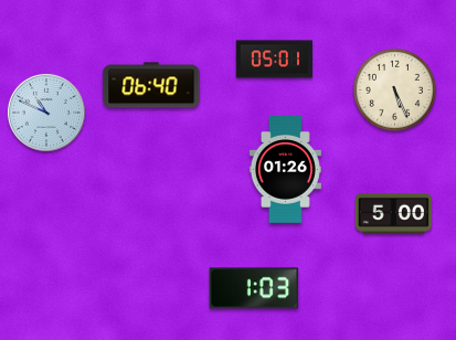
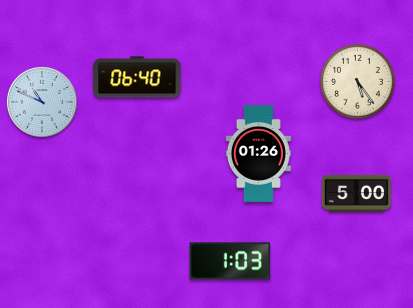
clock at (274, 60): 05:01 -> none
clock at (394, 89): 5:26 -> 5:24
